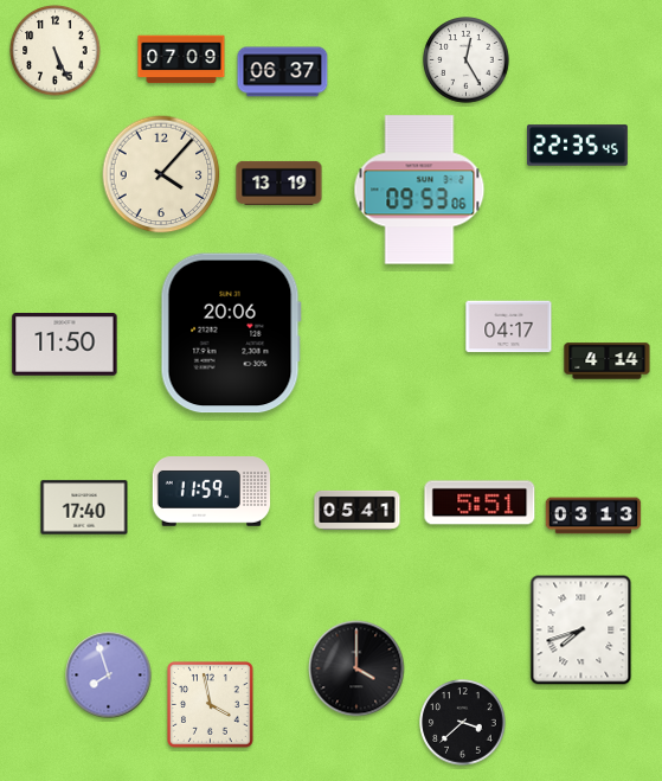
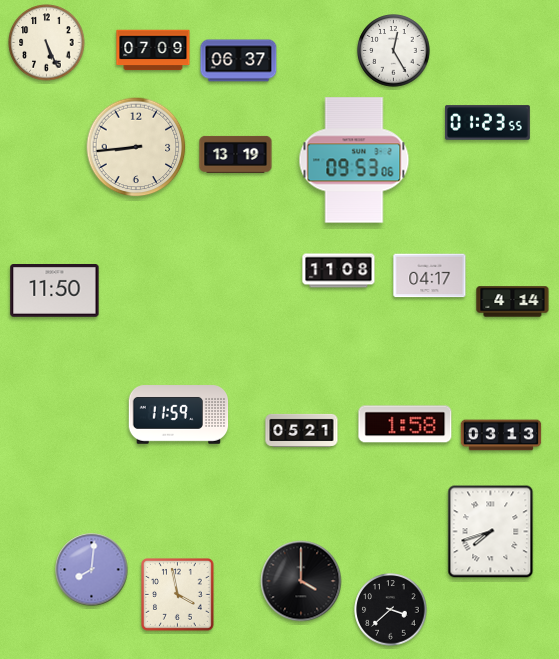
clock at (578, 146): 22:35 -> 01:23
clock at (161, 174): 4:07 -> 8:44
clock at (339, 271): none -> 11:08
clock at (231, 333): 20:06 -> none
clock at (608, 361) position: (608, 361) -> (513, 302)
clock at (480, 502): 5:51 -> 1:58
clock at (84, 507): 17:40 -> none
clock at (358, 510): 05:41 -> 05:21
clock at (356, 668) position: (356, 668) -> (301, 581)
clock at (109, 676): 7:57 -> 8:01
